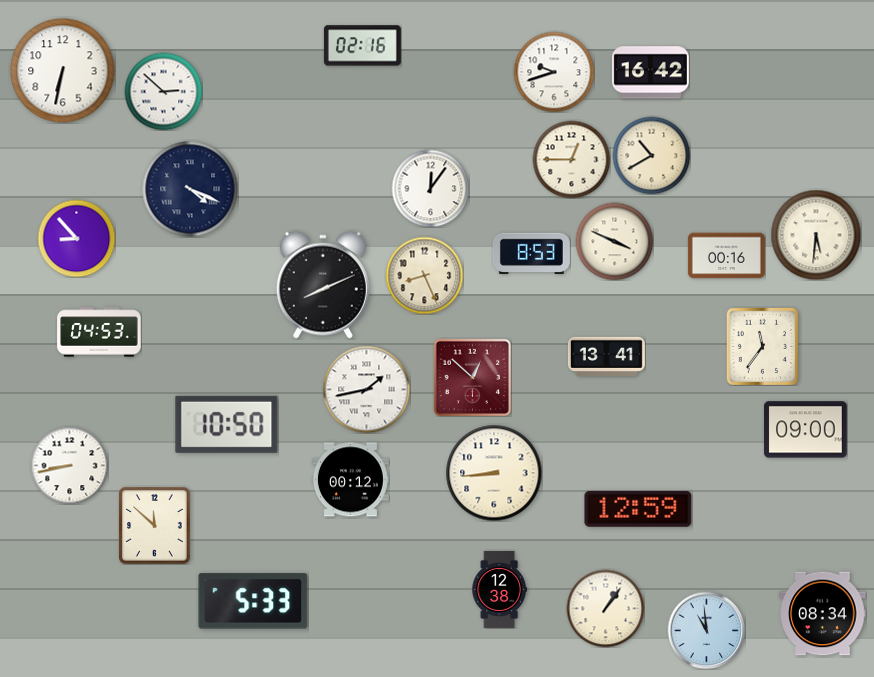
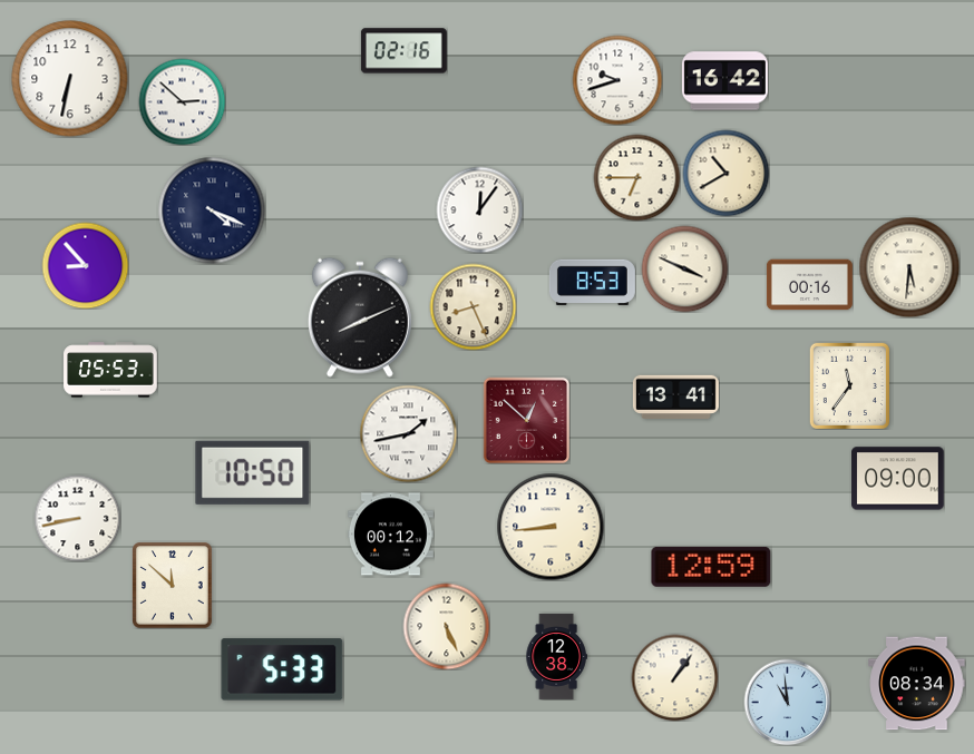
clock at (571, 159): 12:45 -> 6:45
clock at (816, 235) position: (816, 235) -> (909, 267)
clock at (99, 332): 04:53 -> 05:53
clock at (446, 626): none -> 5:26
